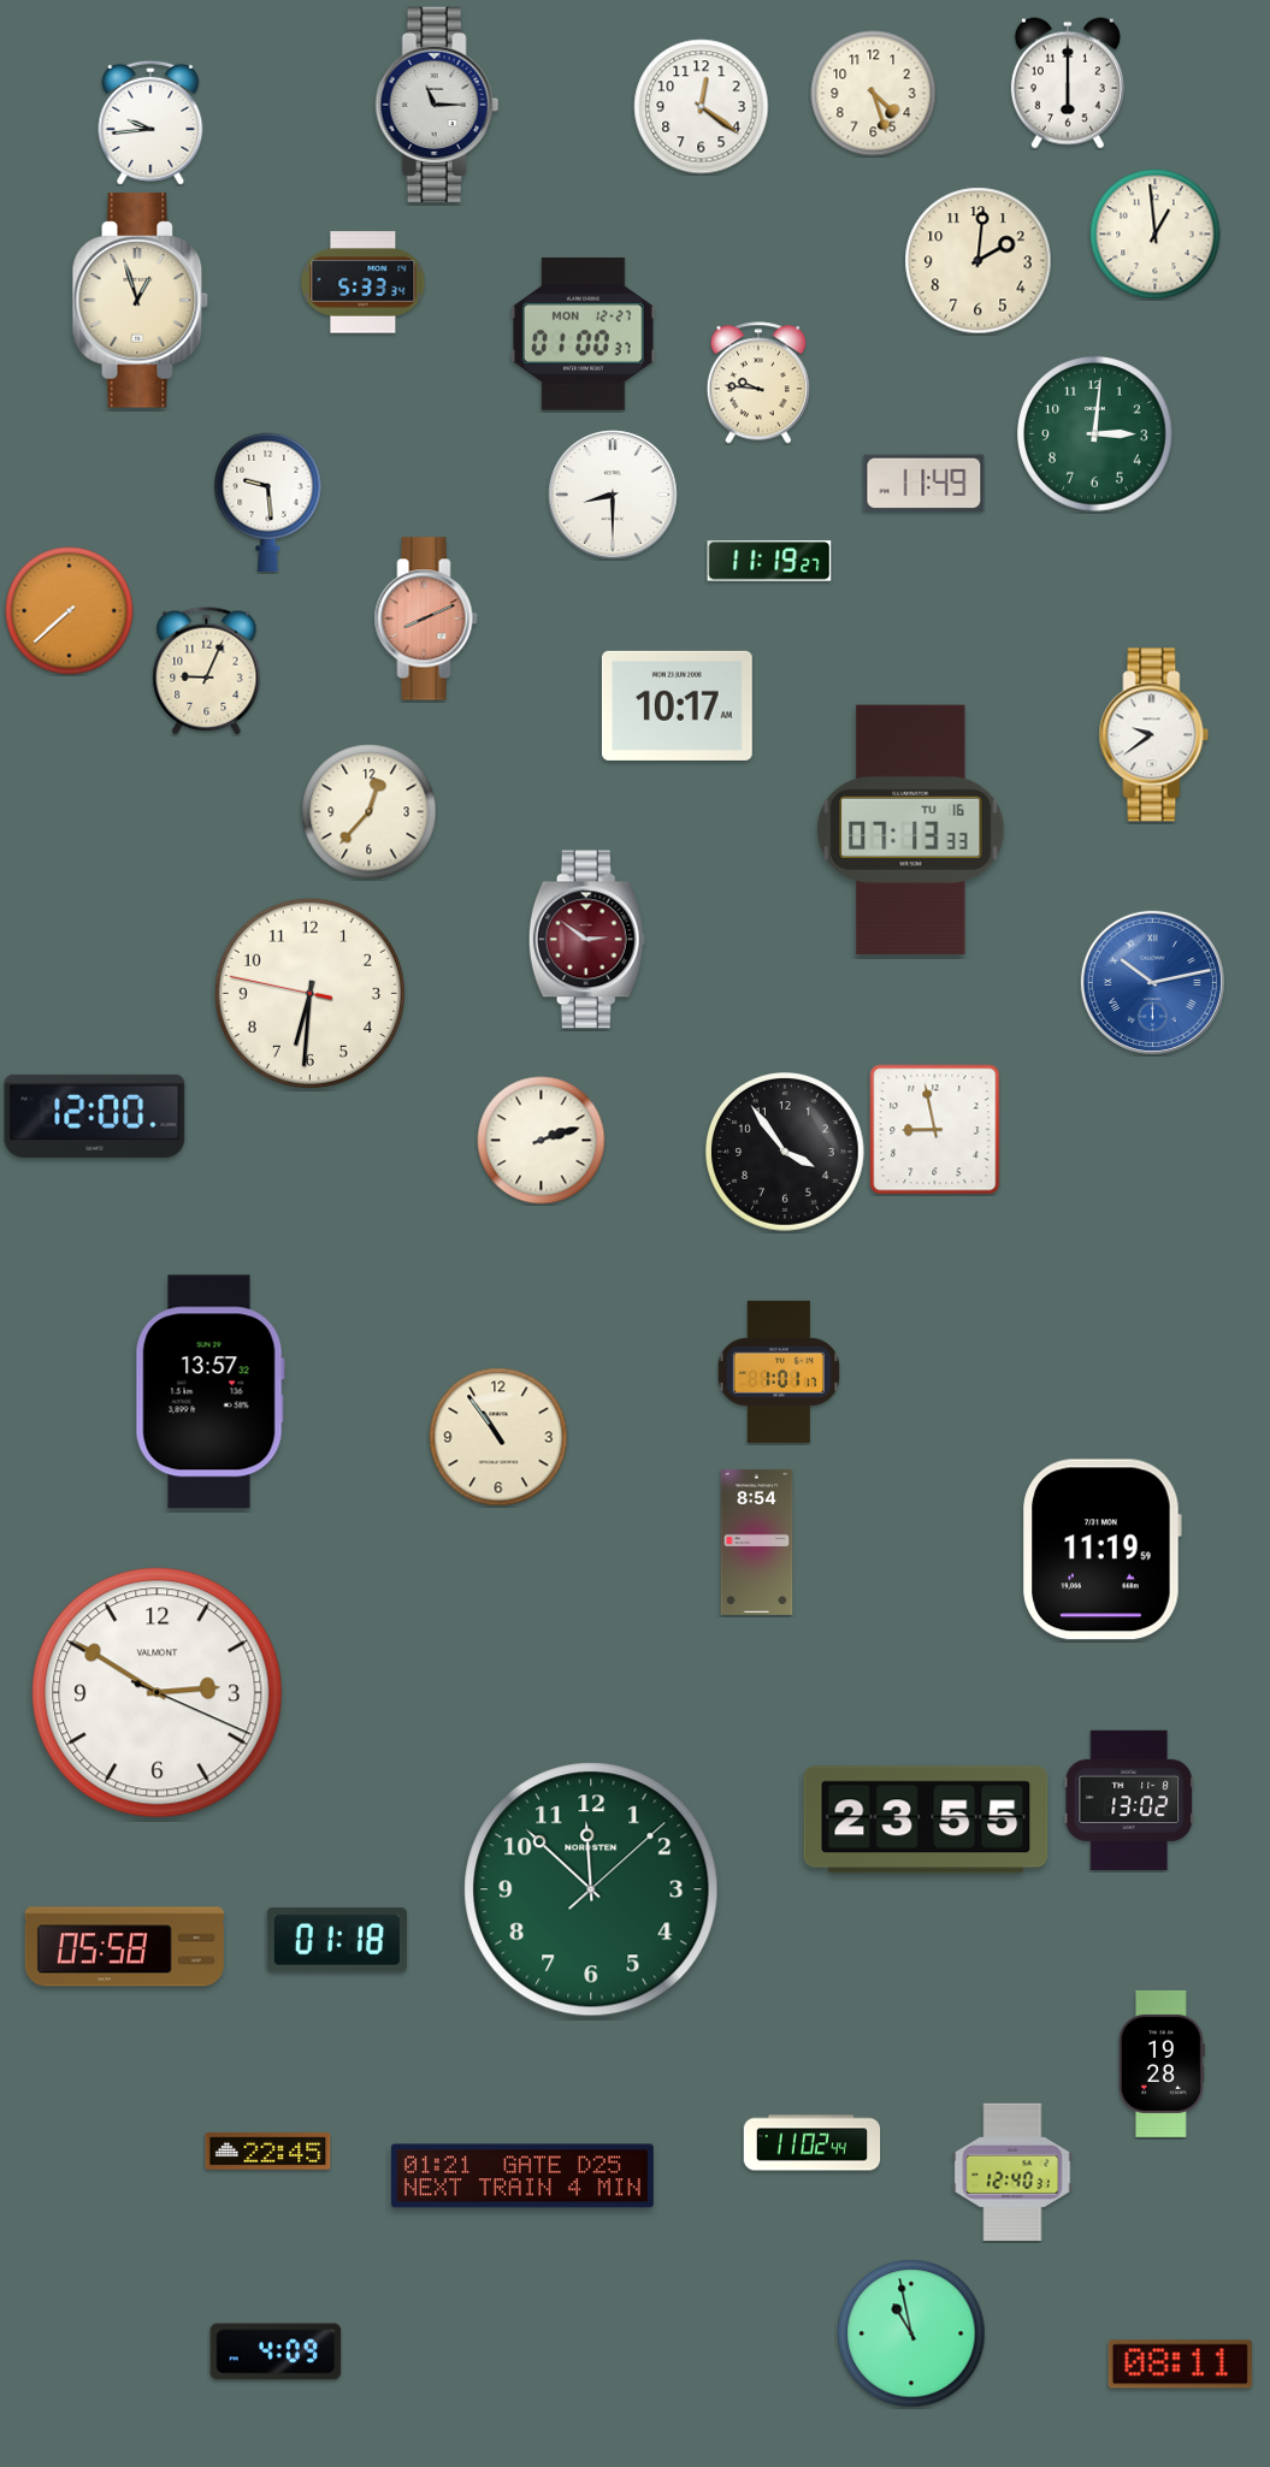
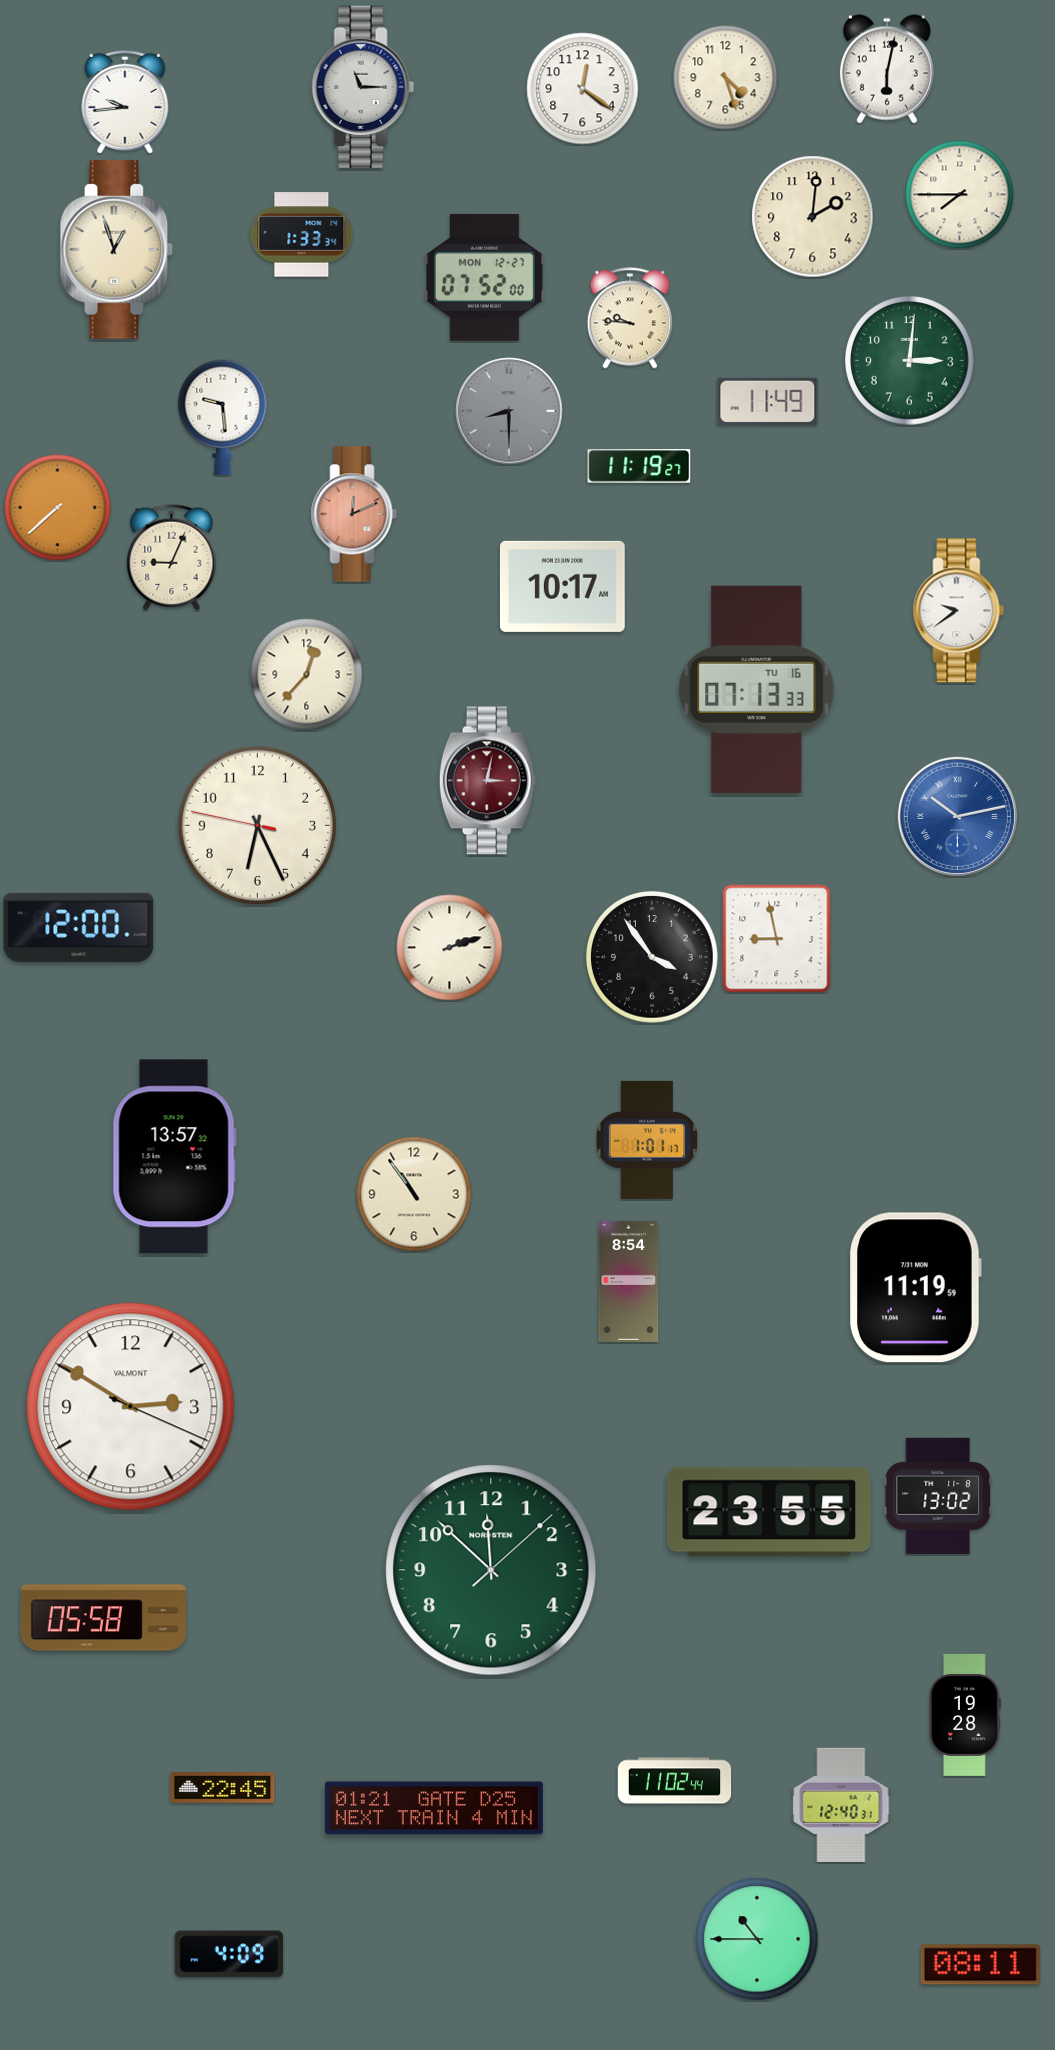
clock at (1068, 83): 6:00 -> 6:02
clock at (1156, 235): 12:59 -> 7:45
clock at (364, 283): 5:33 -> 1:33
clock at (584, 335): 01:00 -> 07:52
clock at (613, 495) dial: white -> grey
clock at (426, 619): 8:11 -> 12:11
clock at (586, 940): 2:51 -> 3:02
clock at (309, 993): 6:30 -> 6:25
clock at (337, 1940): 01:18 -> none
clock at (911, 2333): 10:58 -> 10:45
